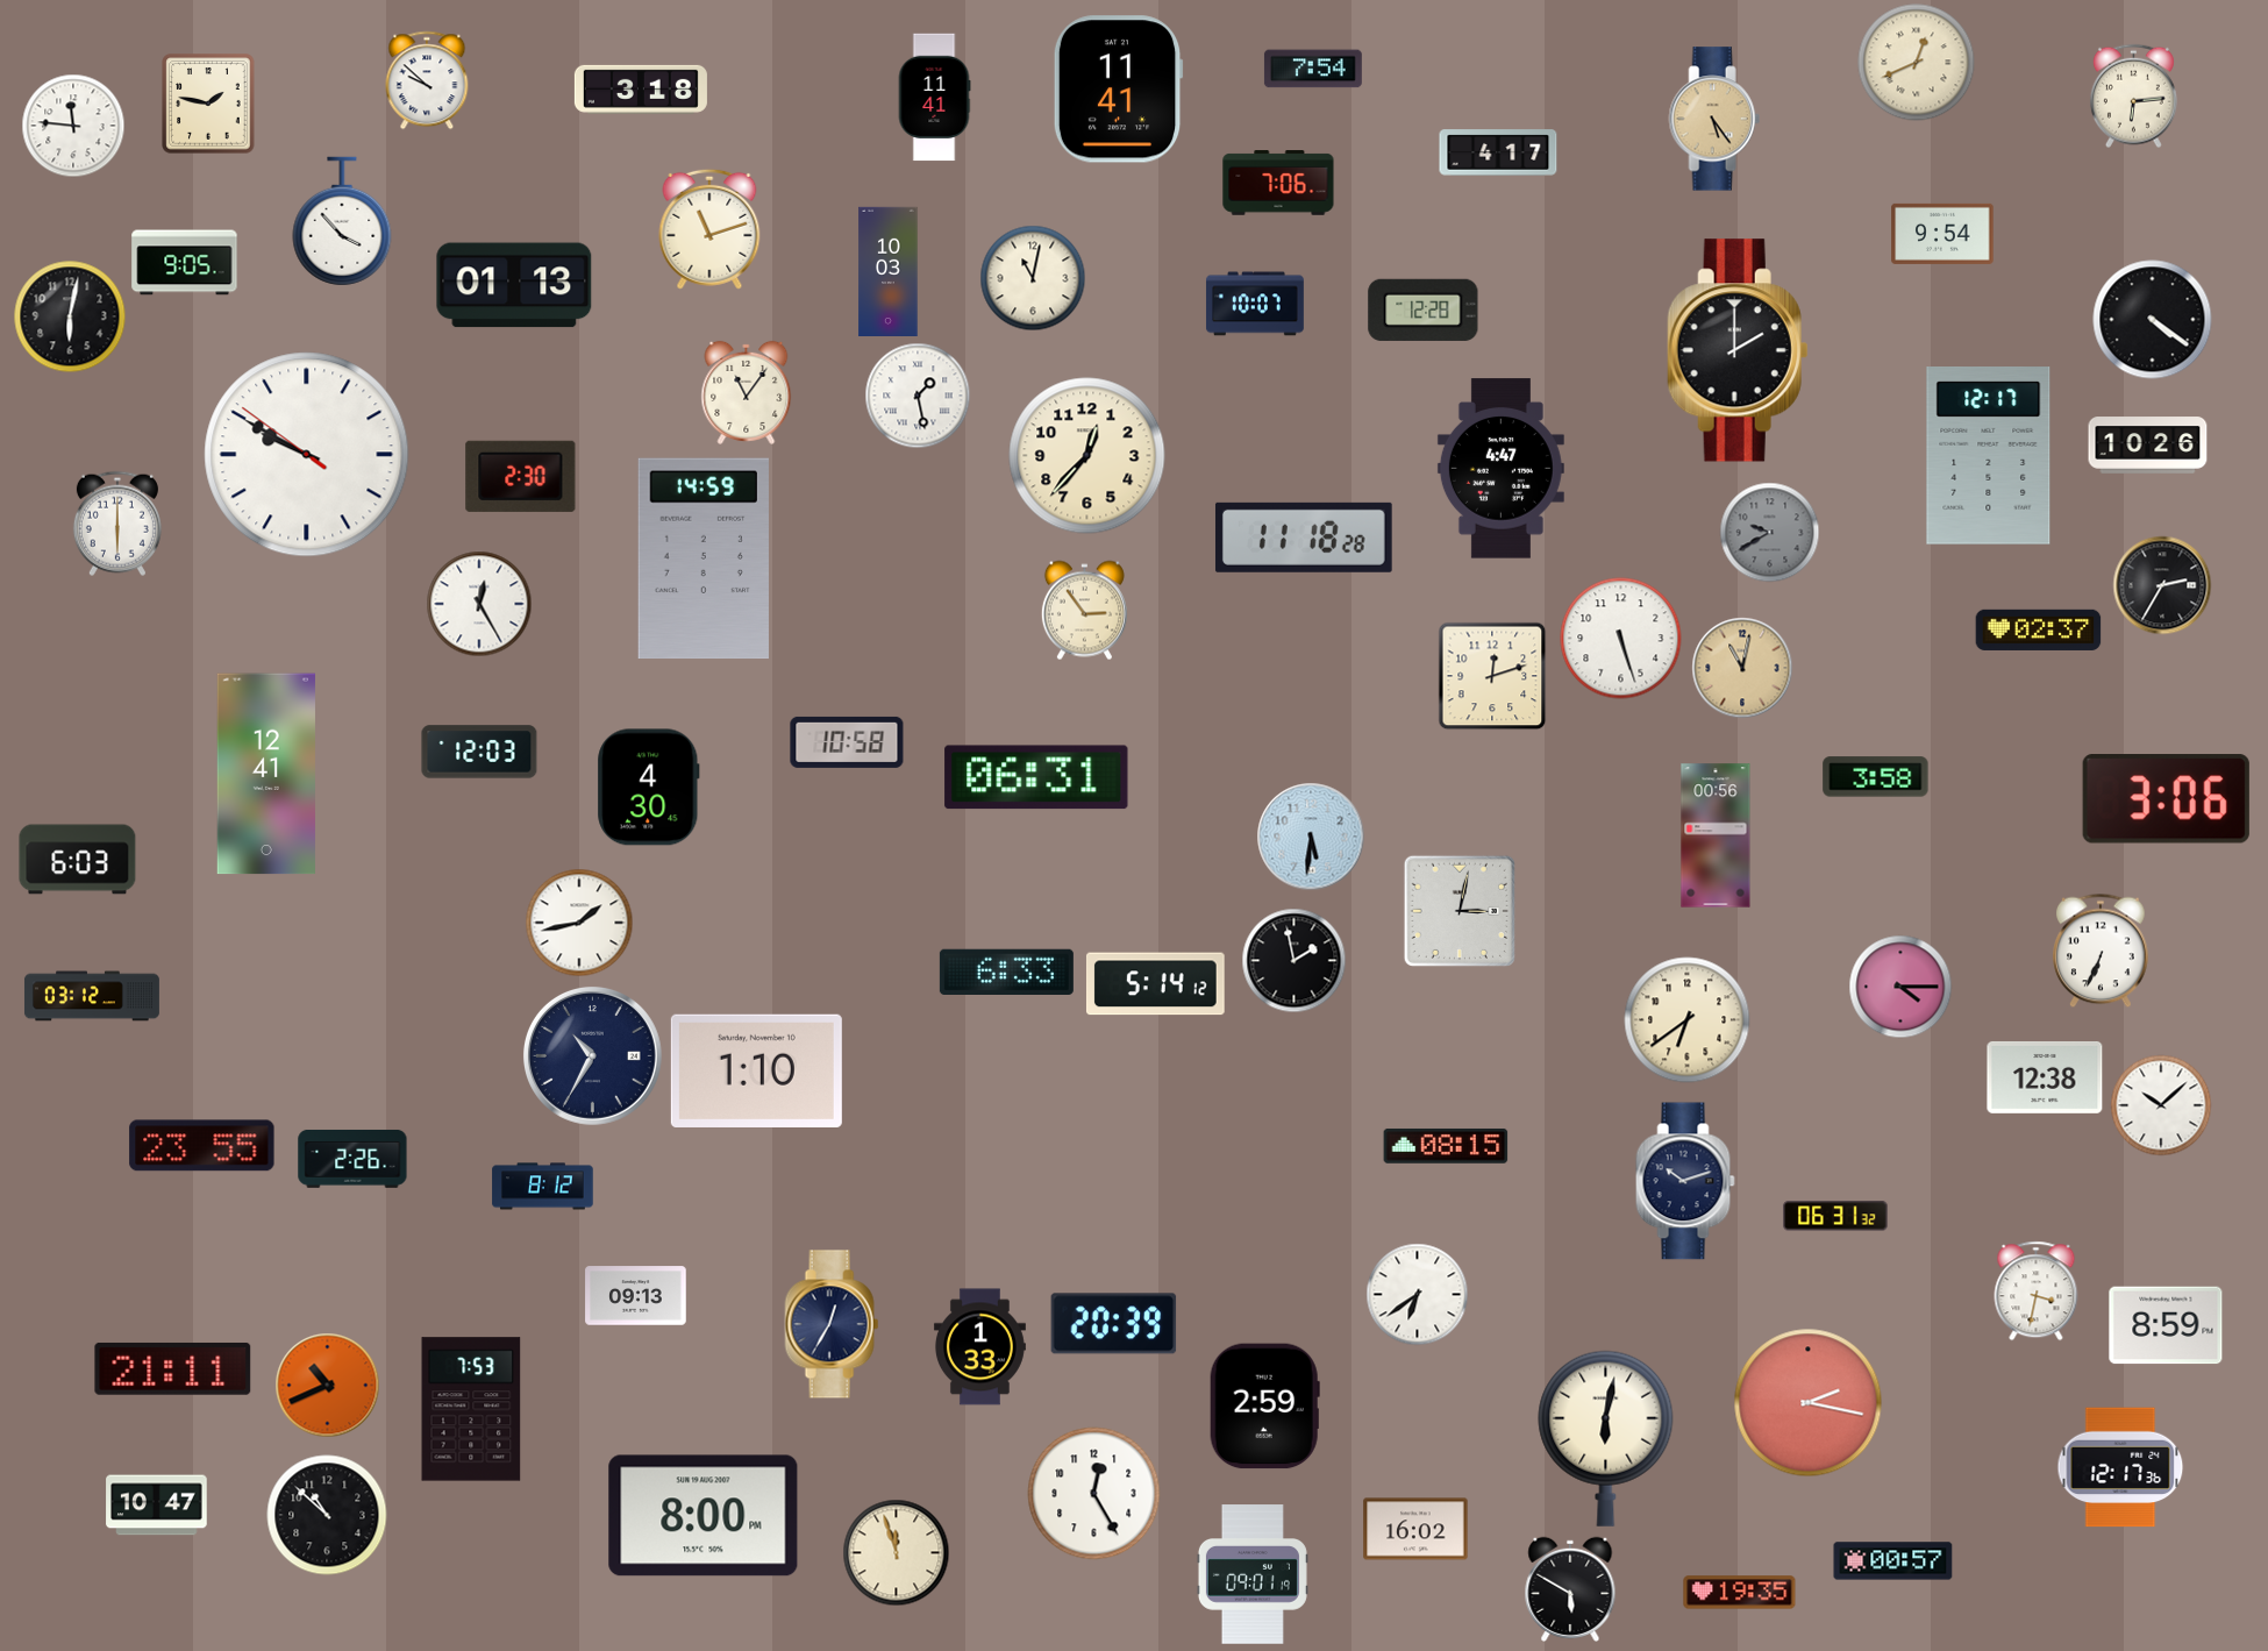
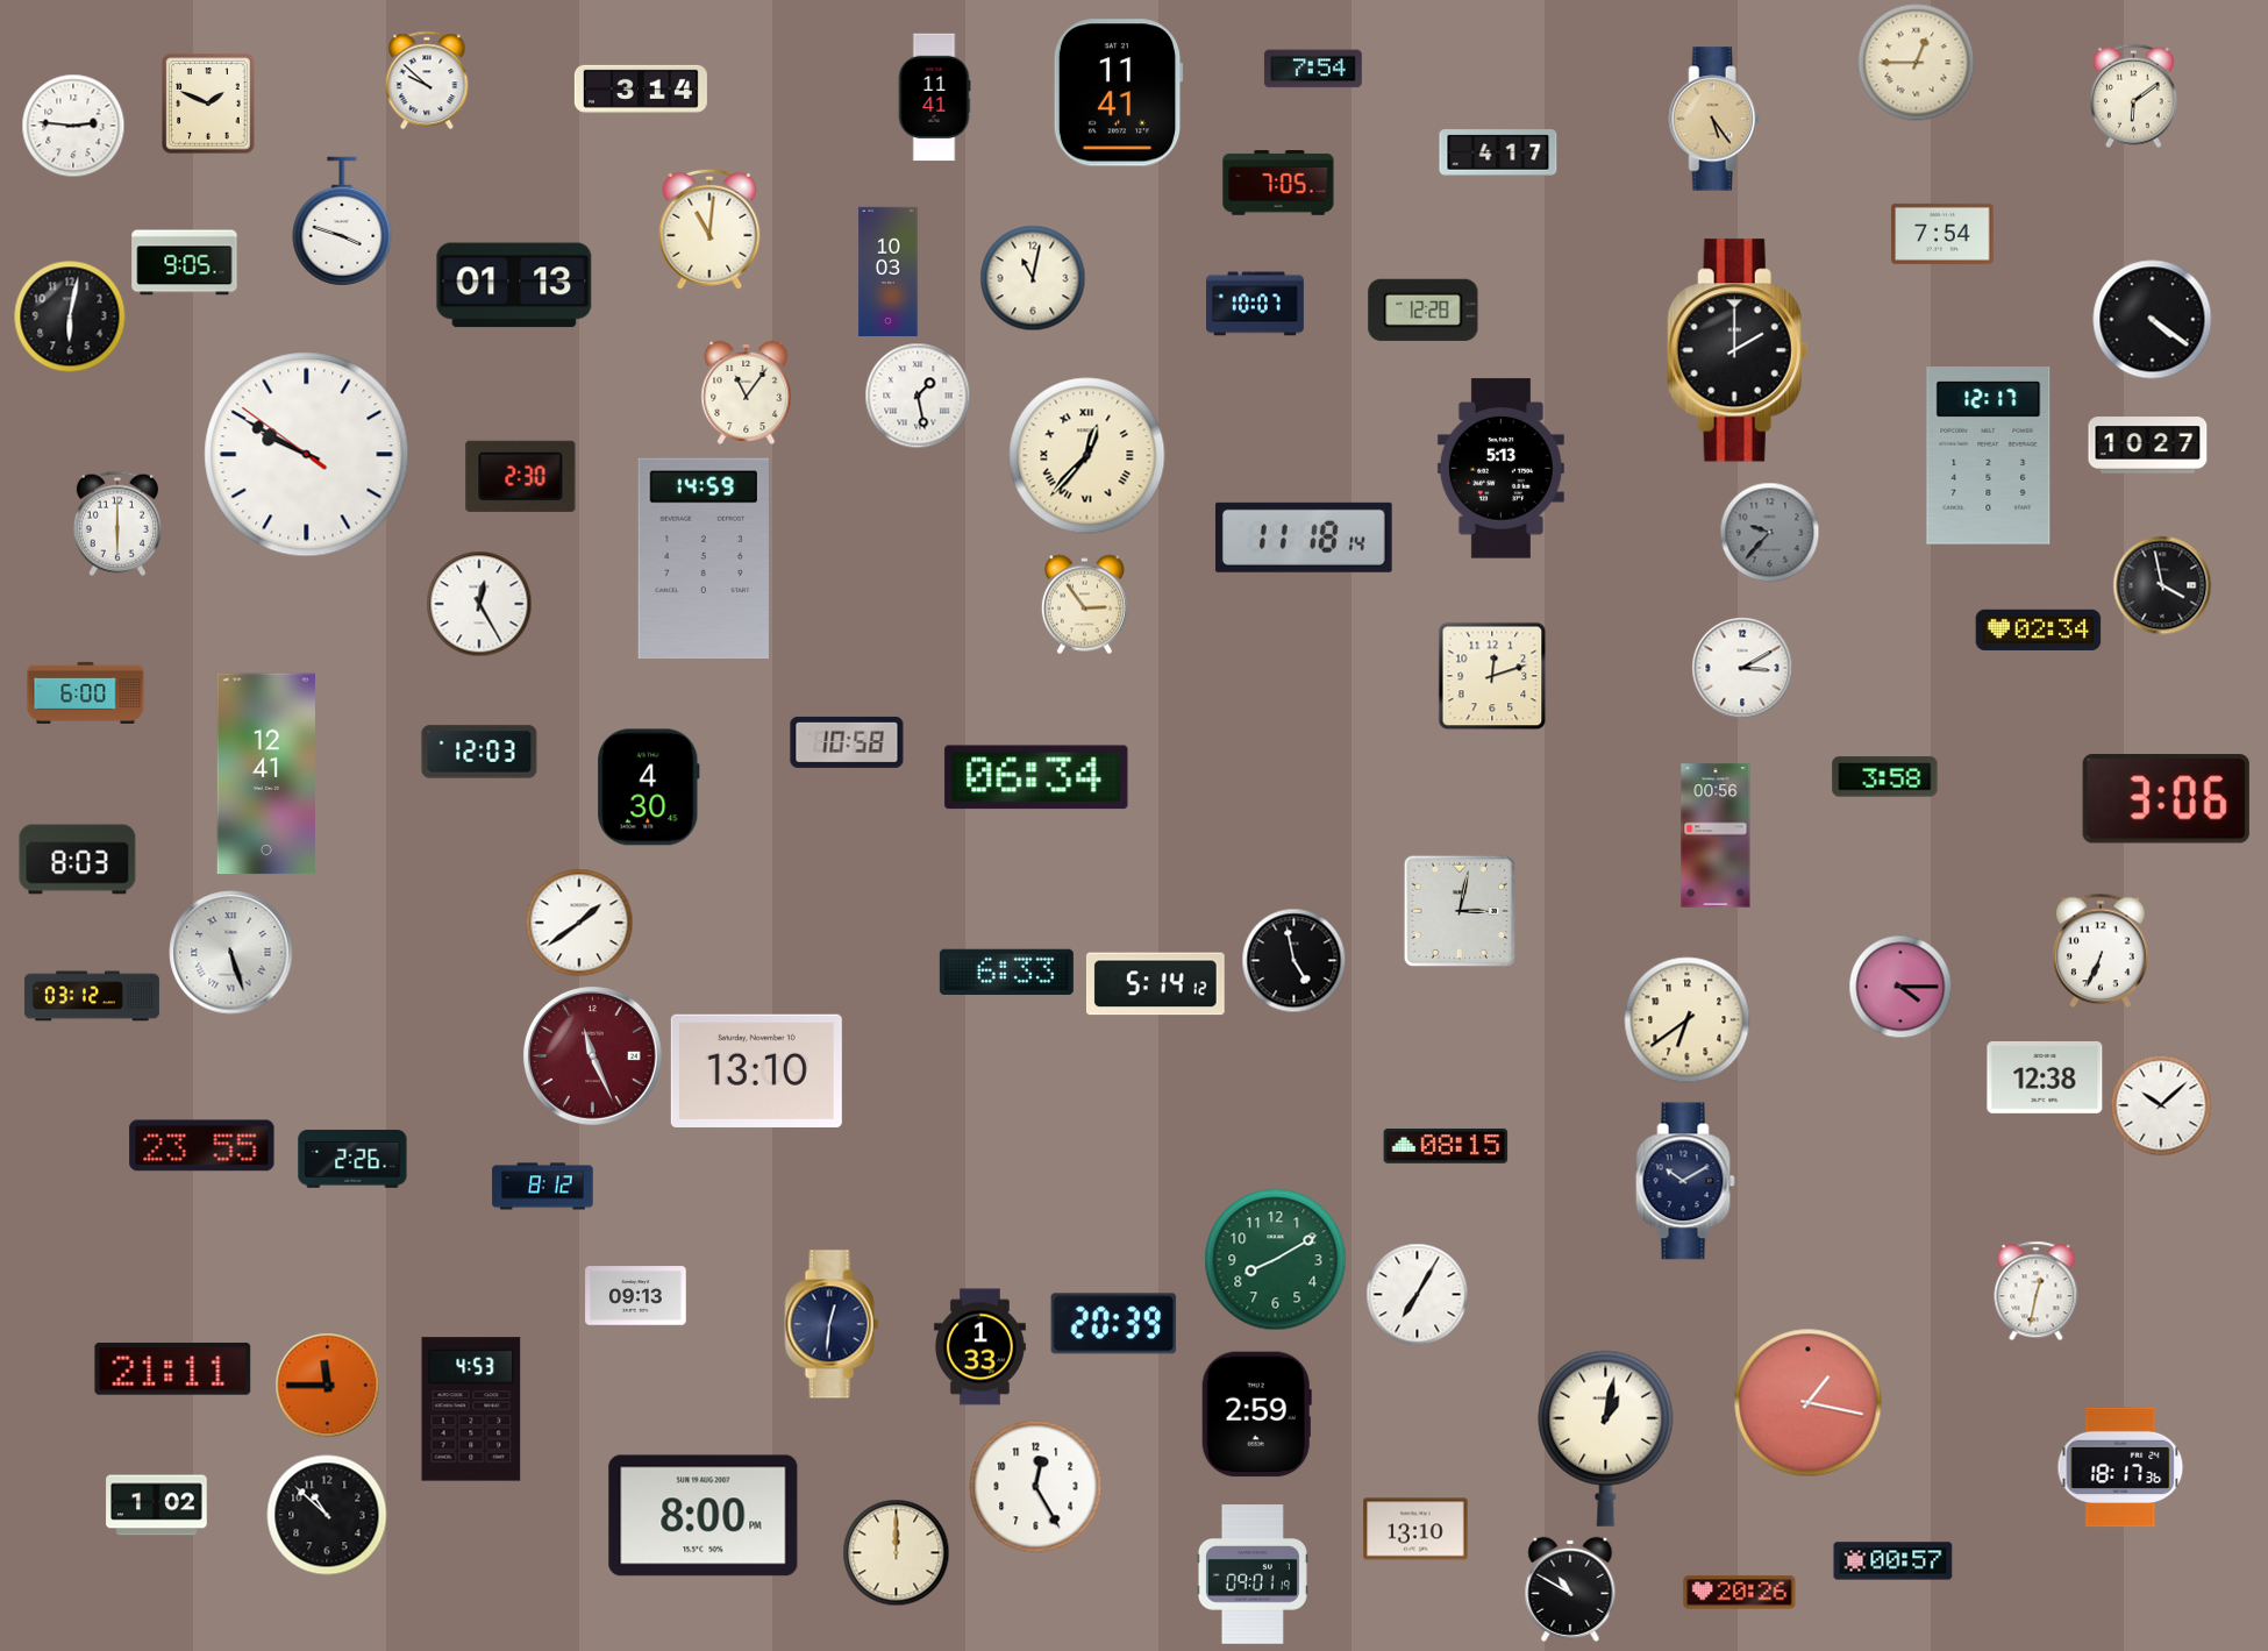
clock at (1917, 63): 12:41 -> 12:45
clock at (641, 90): 3:18 -> 3:14
clock at (1118, 90) position: (1118, 90) -> (1118, 93)
clock at (2133, 97): 6:14 -> 6:09
clock at (208, 104): 1:47 -> 1:49
clock at (73, 126): 11:46 -> 2:46
clock at (1278, 183): 7:06 -> 7:05
clock at (342, 221): 3:53 -> 3:48
clock at (709, 229): 11:12 -> 11:01
clock at (1942, 234): 9:54 -> 7:54
clock at (2148, 446): 10:26 -> 10:27
clock at (1087, 456) numerals: Arabic -> Roman
clock at (1500, 469): 4:47 -> 5:13
clock at (1770, 533): 9:40 -> 9:37
clock at (1304, 538): 11:18:28 -> 11:18:14
clock at (2162, 585): 2:35 -> 3:58
clock at (1084, 611) position: (1084, 611) -> (1084, 605)
clock at (2039, 629): 02:37 -> 02:34
clock at (1621, 639): 5:27 -> none
clock at (1742, 668): 11:02 -> 3:10
clock at (1742, 668) dial: champagne -> white
clock at (86, 692): none -> 6:00
clock at (1036, 777): 06:31 -> 06:34
clock at (1876, 777) position: (1876, 777) -> (1885, 777)
clock at (1311, 837): 5:31 -> none
clock at (78, 860): 6:03 -> 8:03
clock at (579, 923): 1:43 -> 1:39
clock at (231, 953): none -> 5:27
clock at (1295, 961): 1:58 -> 4:58
clock at (592, 1055): 10:35 -> 11:26
clock at (592, 1055) dial: navy -> burgundy
clock at (756, 1070): 1:10 -> 13:10
clock at (1685, 1181): 10:12 -> 10:10
clock at (1835, 1216): 06:31 -> none
clock at (1276, 1260): none -> 8:10
clock at (2037, 1291): 3:32 -> 12:32
clock at (1418, 1295): 6:39 -> 7:05
clock at (832, 1324): 12:35 -> 12:31
clock at (2166, 1325): 8:59 -> none
clock at (328, 1386): 10:41 -> 11:45
clock at (1809, 1403): 2:17 -> 1:17
clock at (1264, 1407) position: (1264, 1407) -> (1256, 1415)
clock at (471, 1409): 7:53 -> 4:53
clock at (1606, 1438): 6:02 -> 1:02
clock at (2120, 1467): 12:17 -> 18:17
clock at (1094, 1494) position: (1094, 1494) -> (1036, 1487)
clock at (157, 1506): 10:47 -> 1:02
clock at (1415, 1529): 16:02 -> 13:10
clock at (897, 1553): 11:57 -> 12:00
clock at (1570, 1589): 5:50 -> 10:50
clock at (1740, 1593): 19:35 -> 20:26
